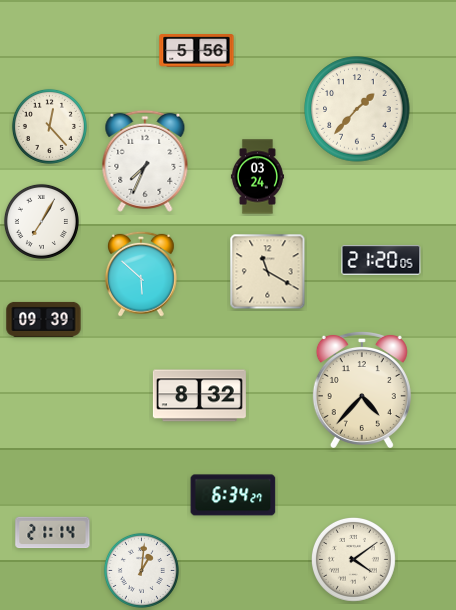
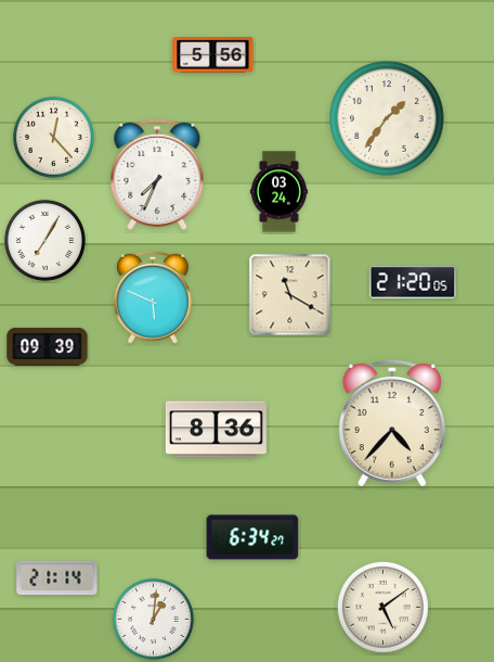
clock at (357, 109): 1:37 -> 1:36
clock at (141, 274): 5:52 -> 5:49
clock at (199, 396): 8:32 -> 8:36
clock at (353, 559): 4:09 -> 5:09
